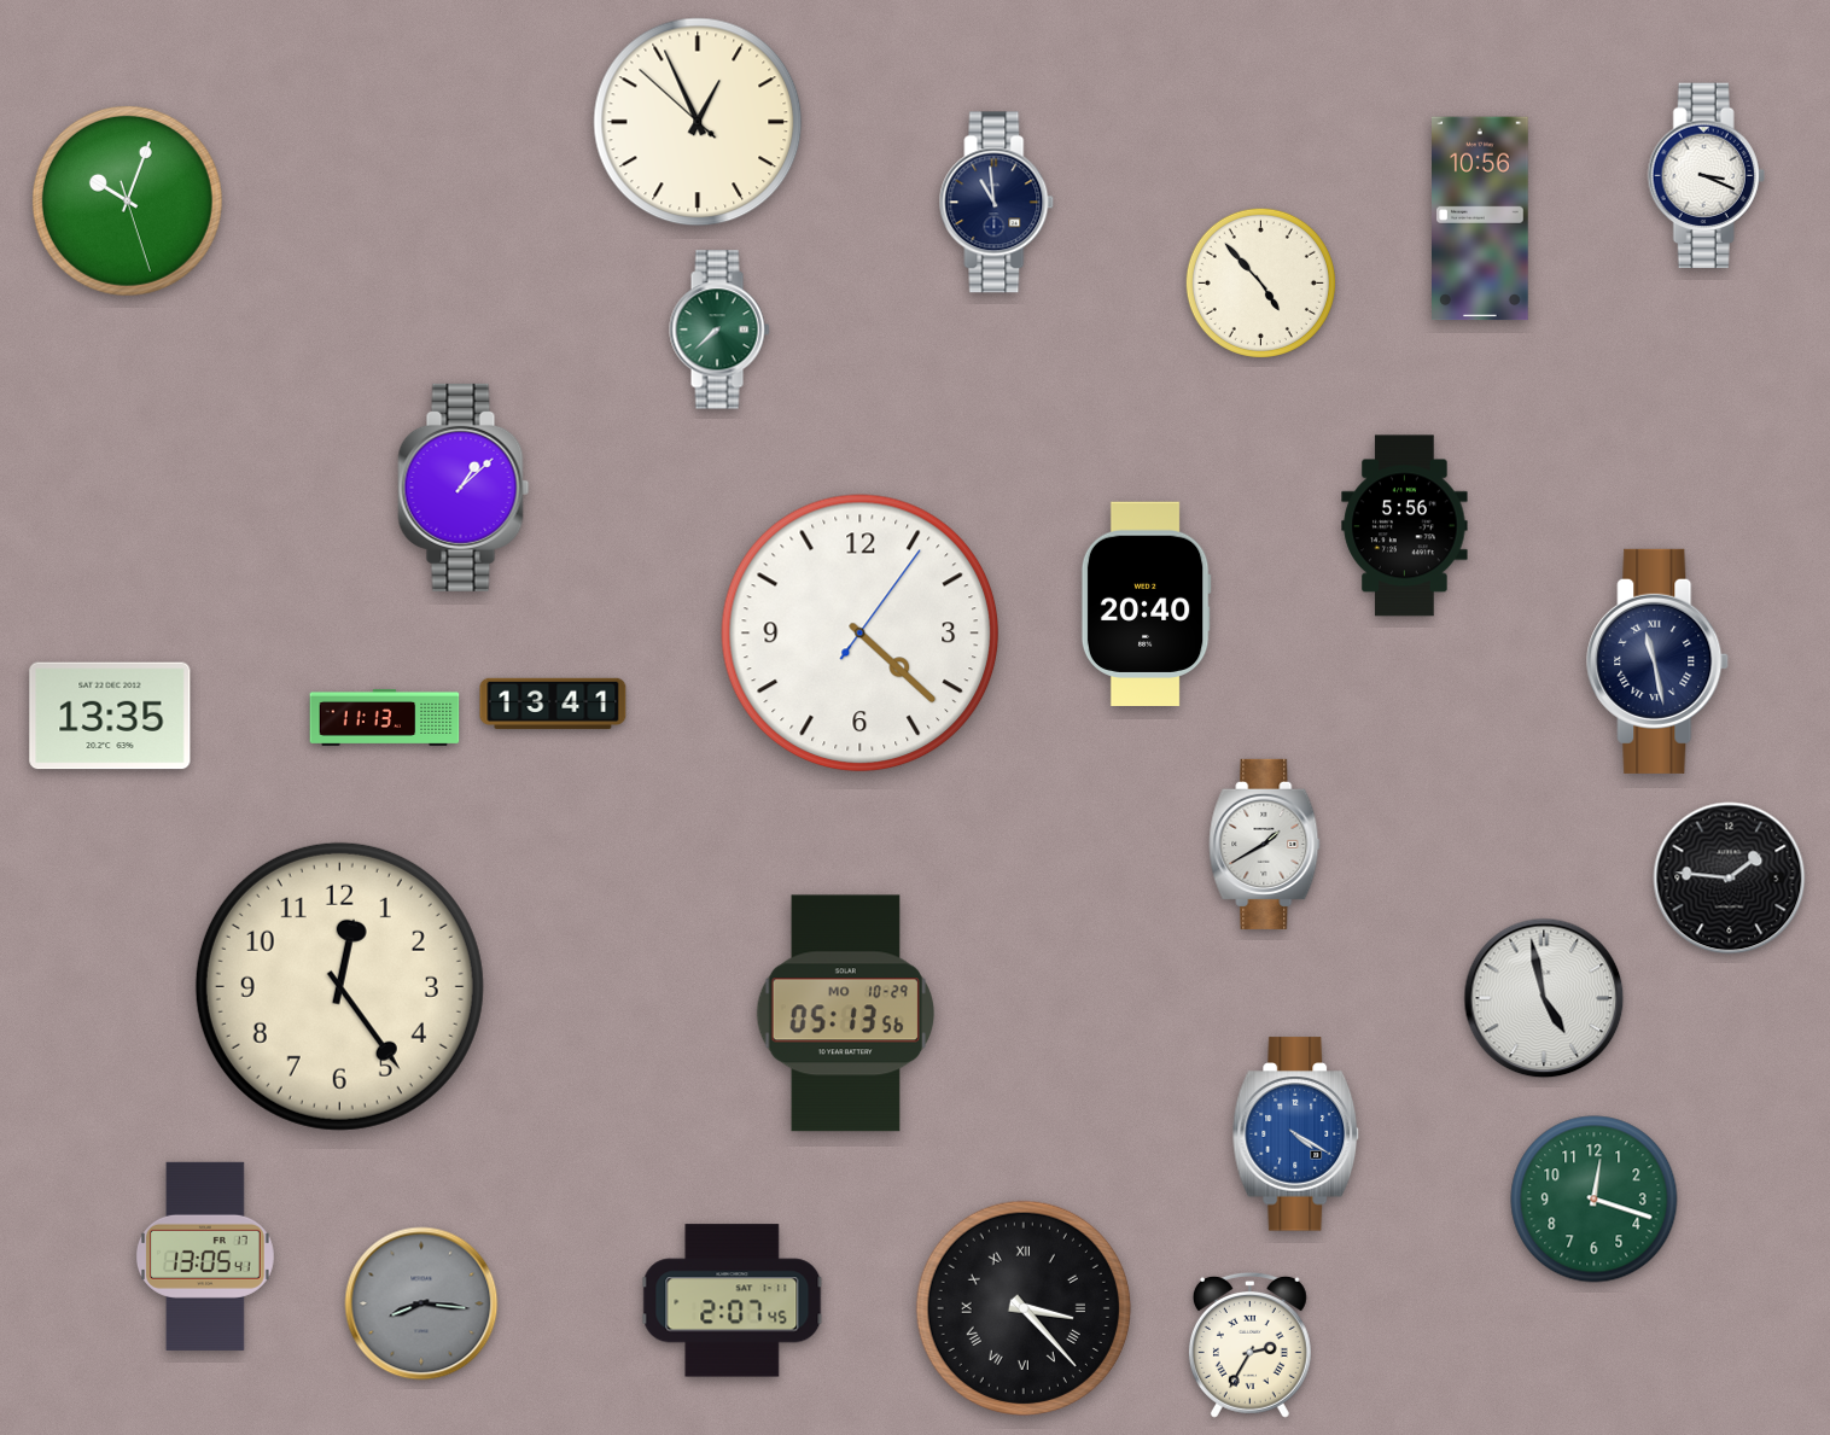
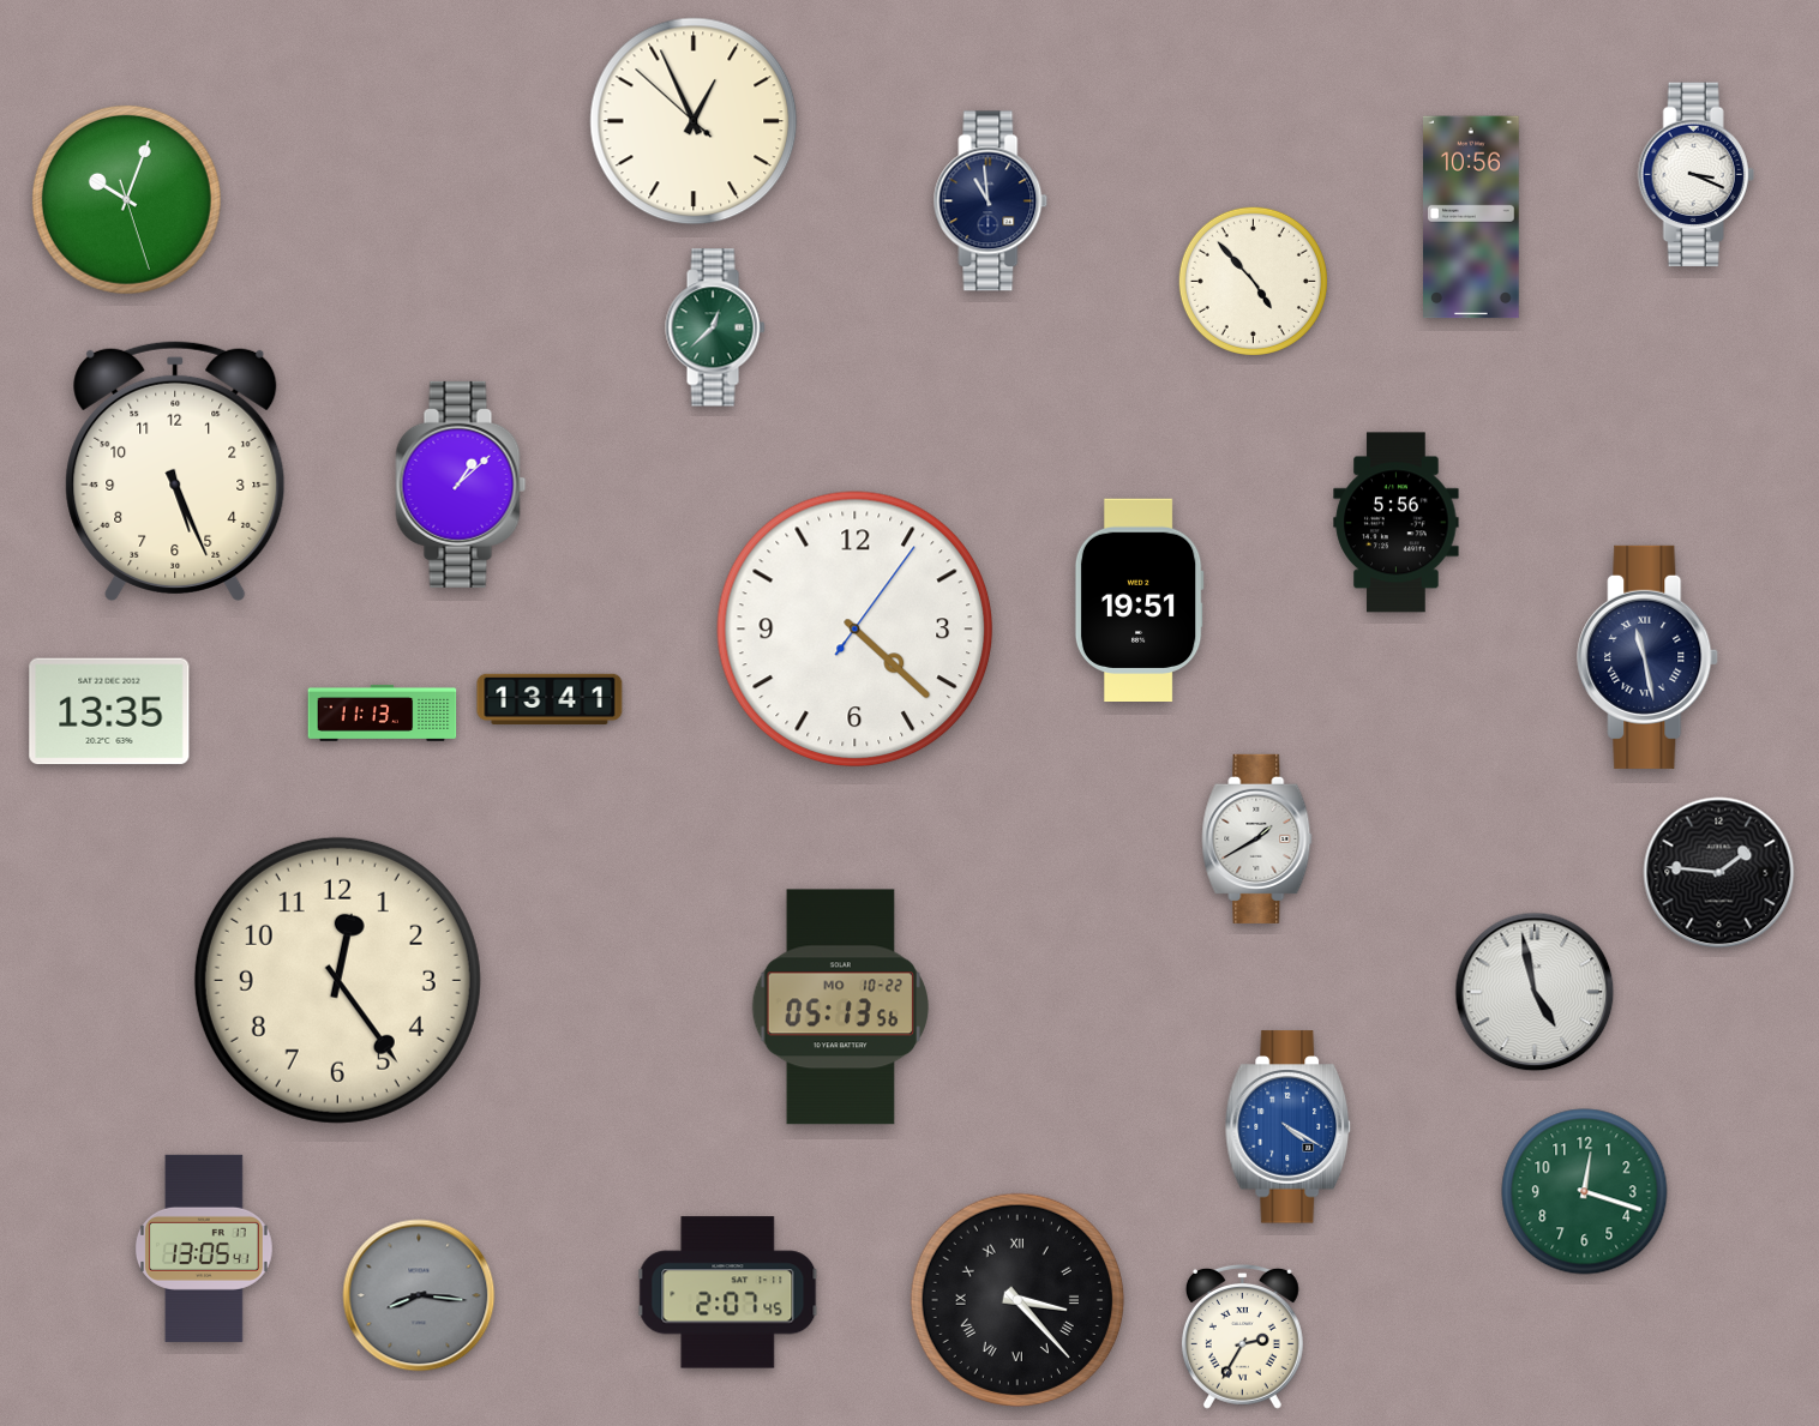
clock at (719, 329): 7:38 -> 12:38
clock at (175, 470): none -> 5:26
clock at (1146, 603): 20:40 -> 19:51
clock at (846, 1014) date: MO 10-29 -> MO 10-22
